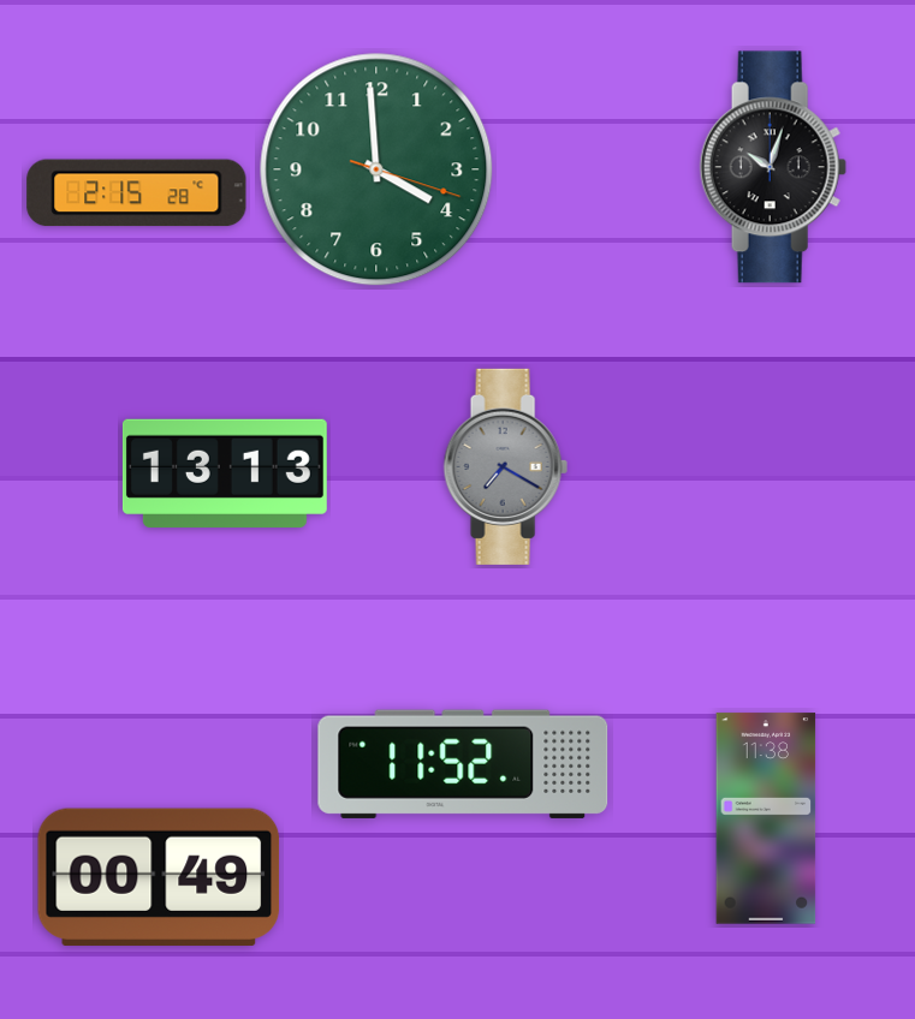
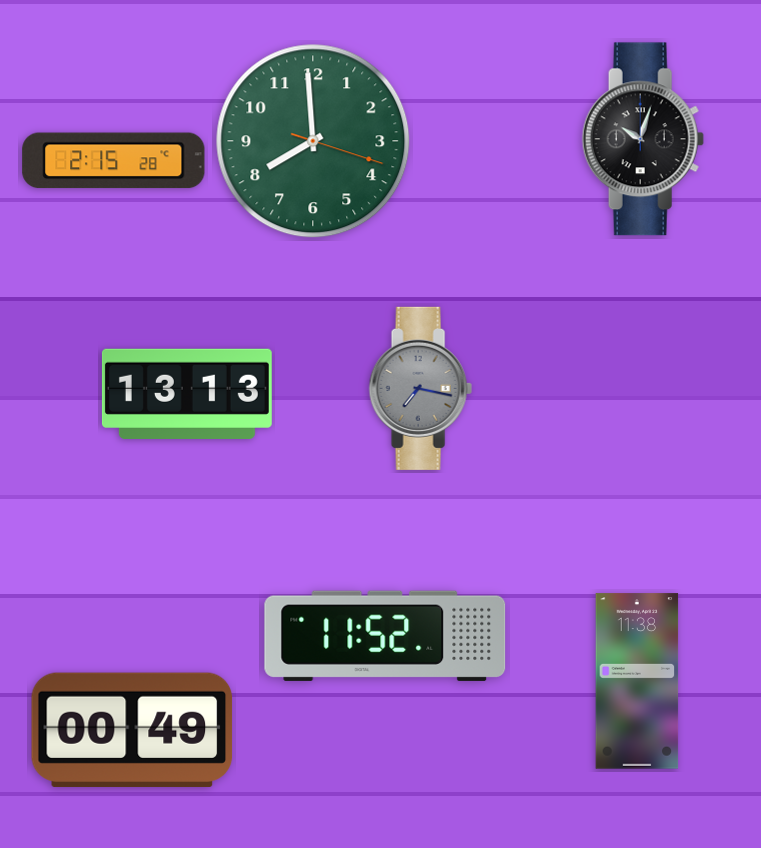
clock at (376, 169): 3:59 -> 7:59
clock at (505, 466): 7:20 -> 7:17
